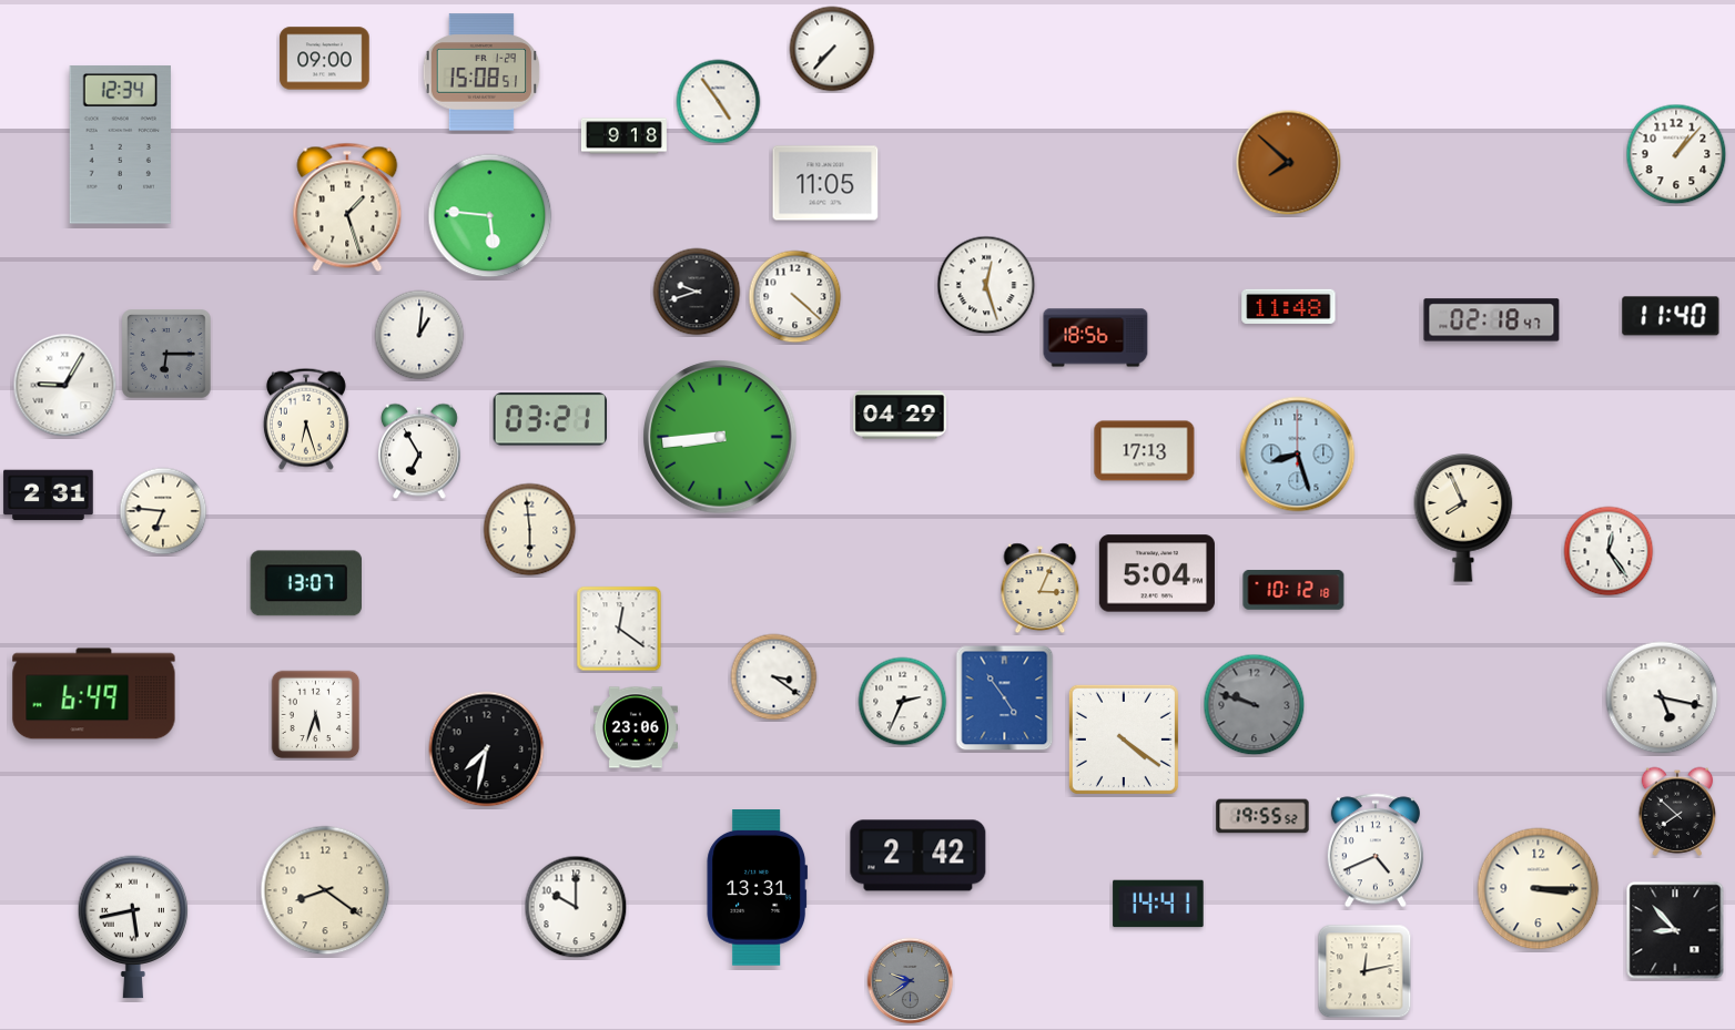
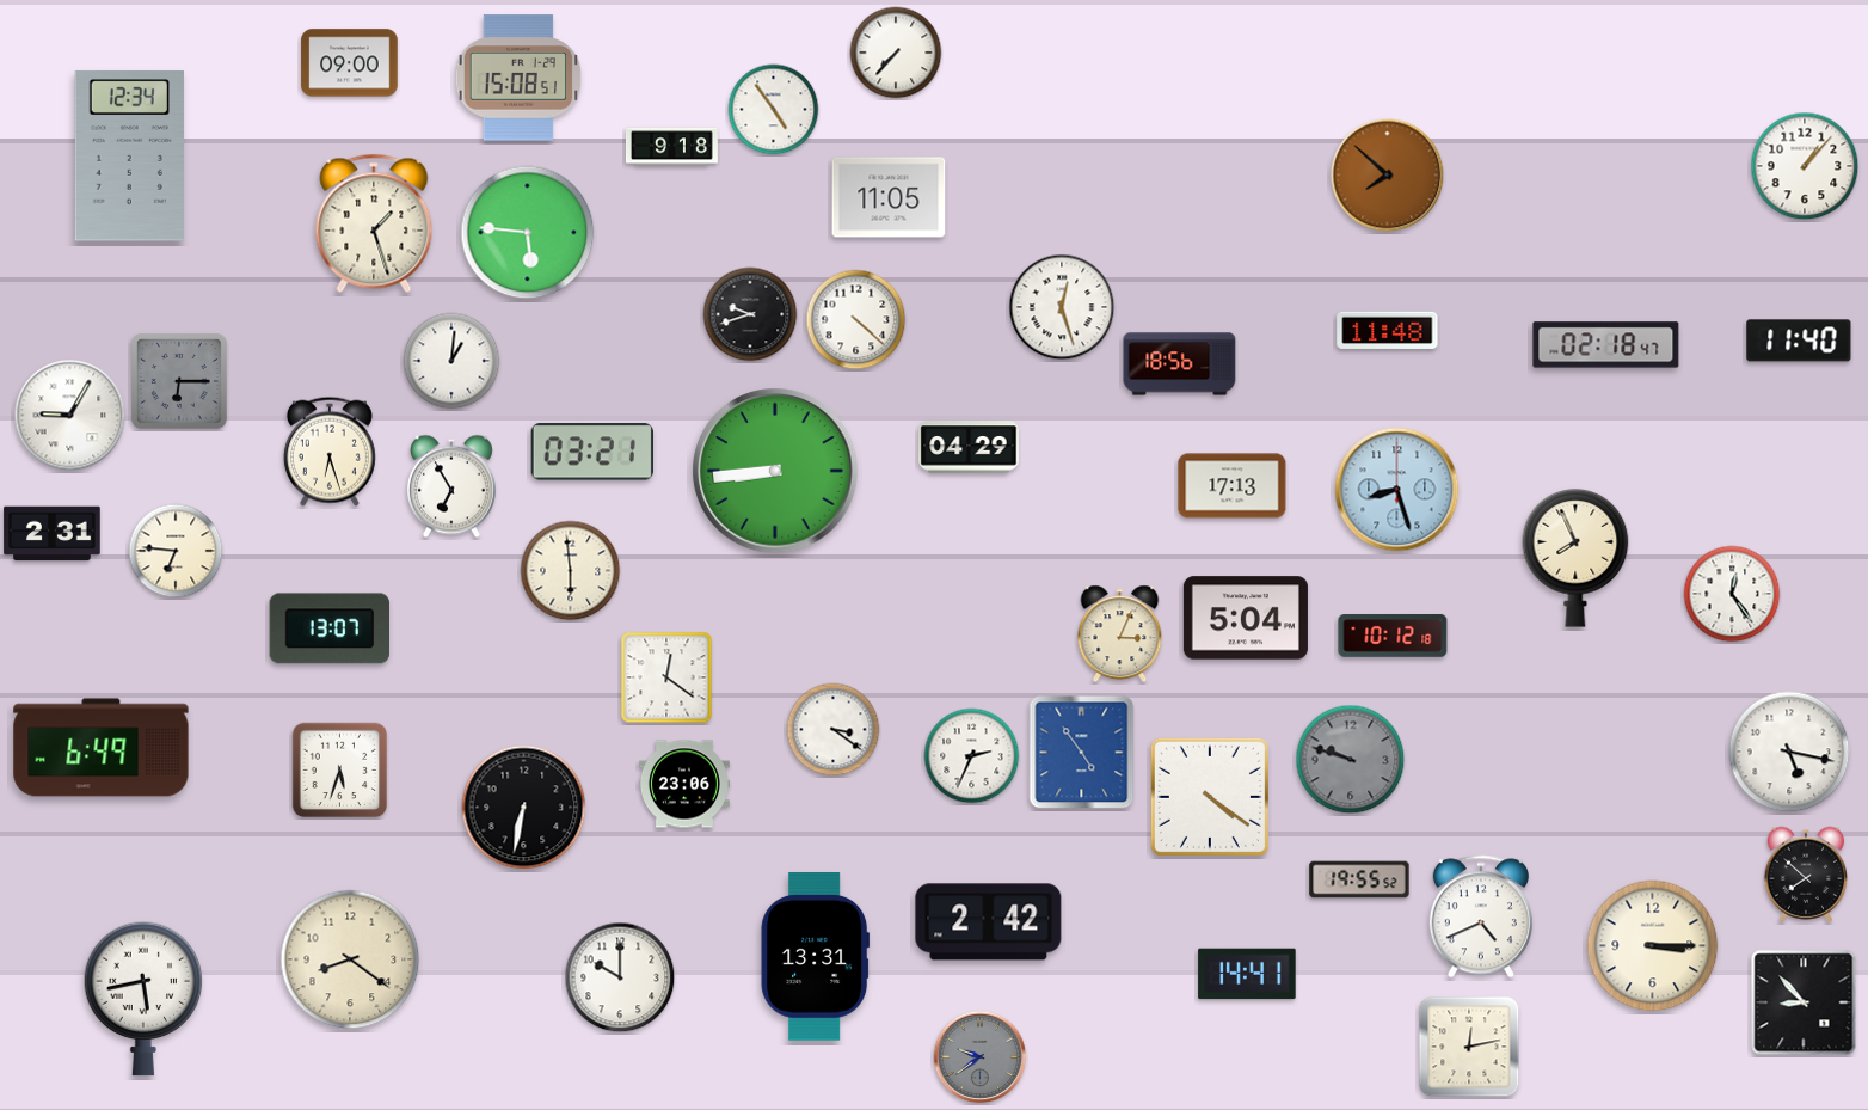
clock at (487, 749): 7:32 -> 6:32
clock at (1539, 889) position: (1539, 889) -> (1653, 946)
